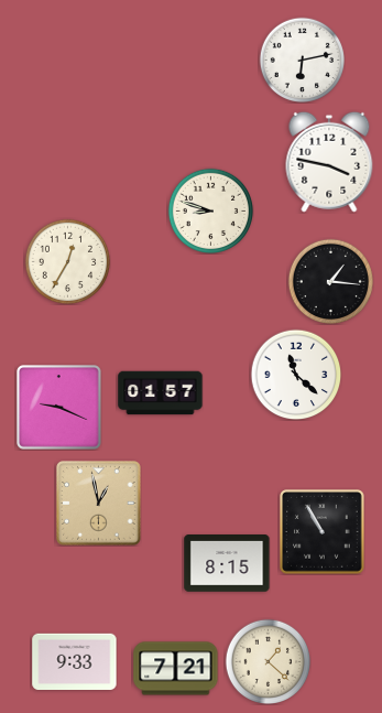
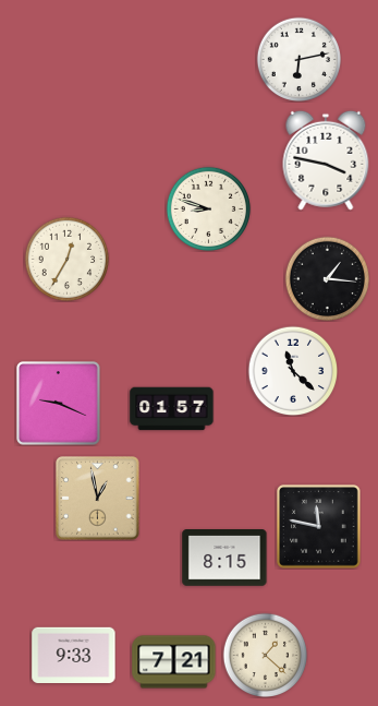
clock at (161, 393) position: (161, 393) -> (172, 409)
clock at (323, 532): 10:55 -> 11:47
